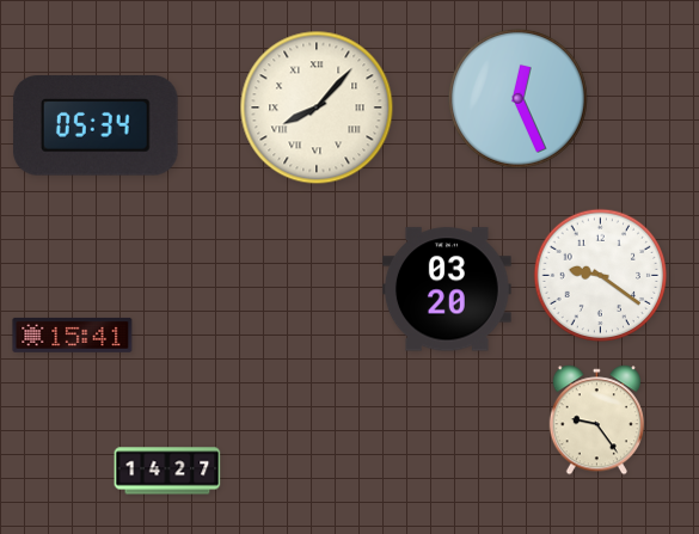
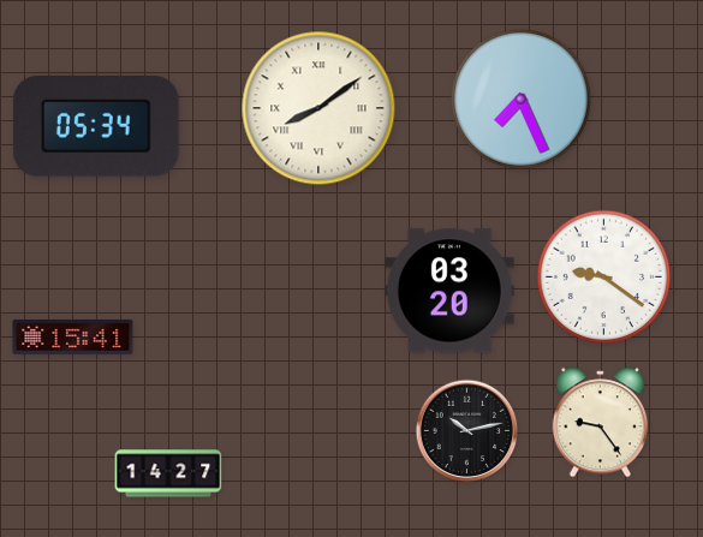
clock at (517, 98): 12:26 -> 7:26
clock at (317, 108): 8:07 -> 8:09
clock at (467, 431): none -> 10:13
